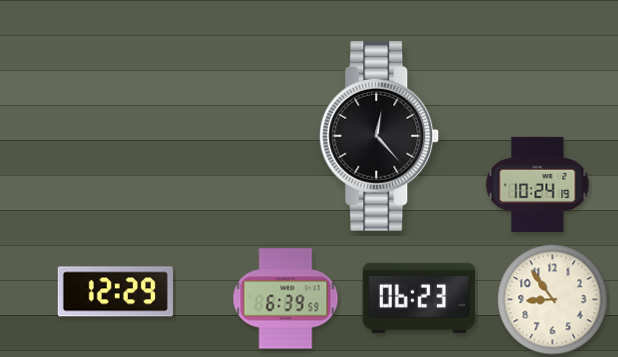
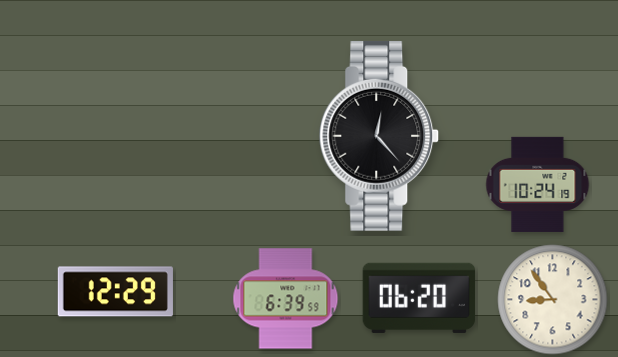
clock at (419, 298): 06:23 -> 06:20
